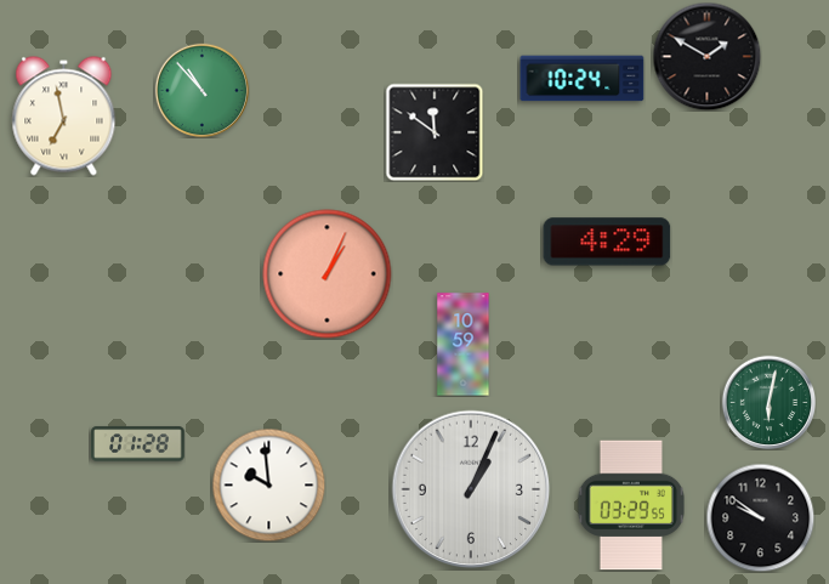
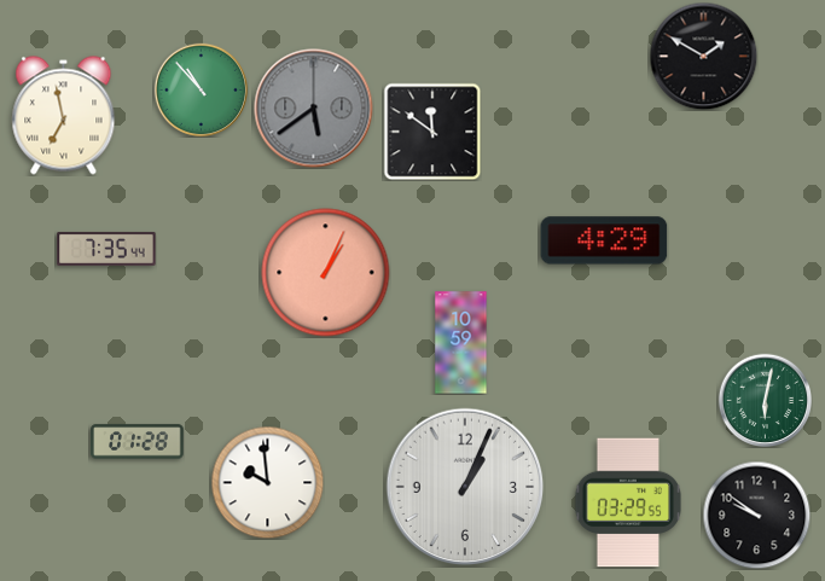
clock at (583, 79): 10:24 -> none
clock at (314, 109): none -> 5:39
clock at (106, 249): none -> 7:35
clock at (471, 489) position: (471, 489) -> (465, 487)
